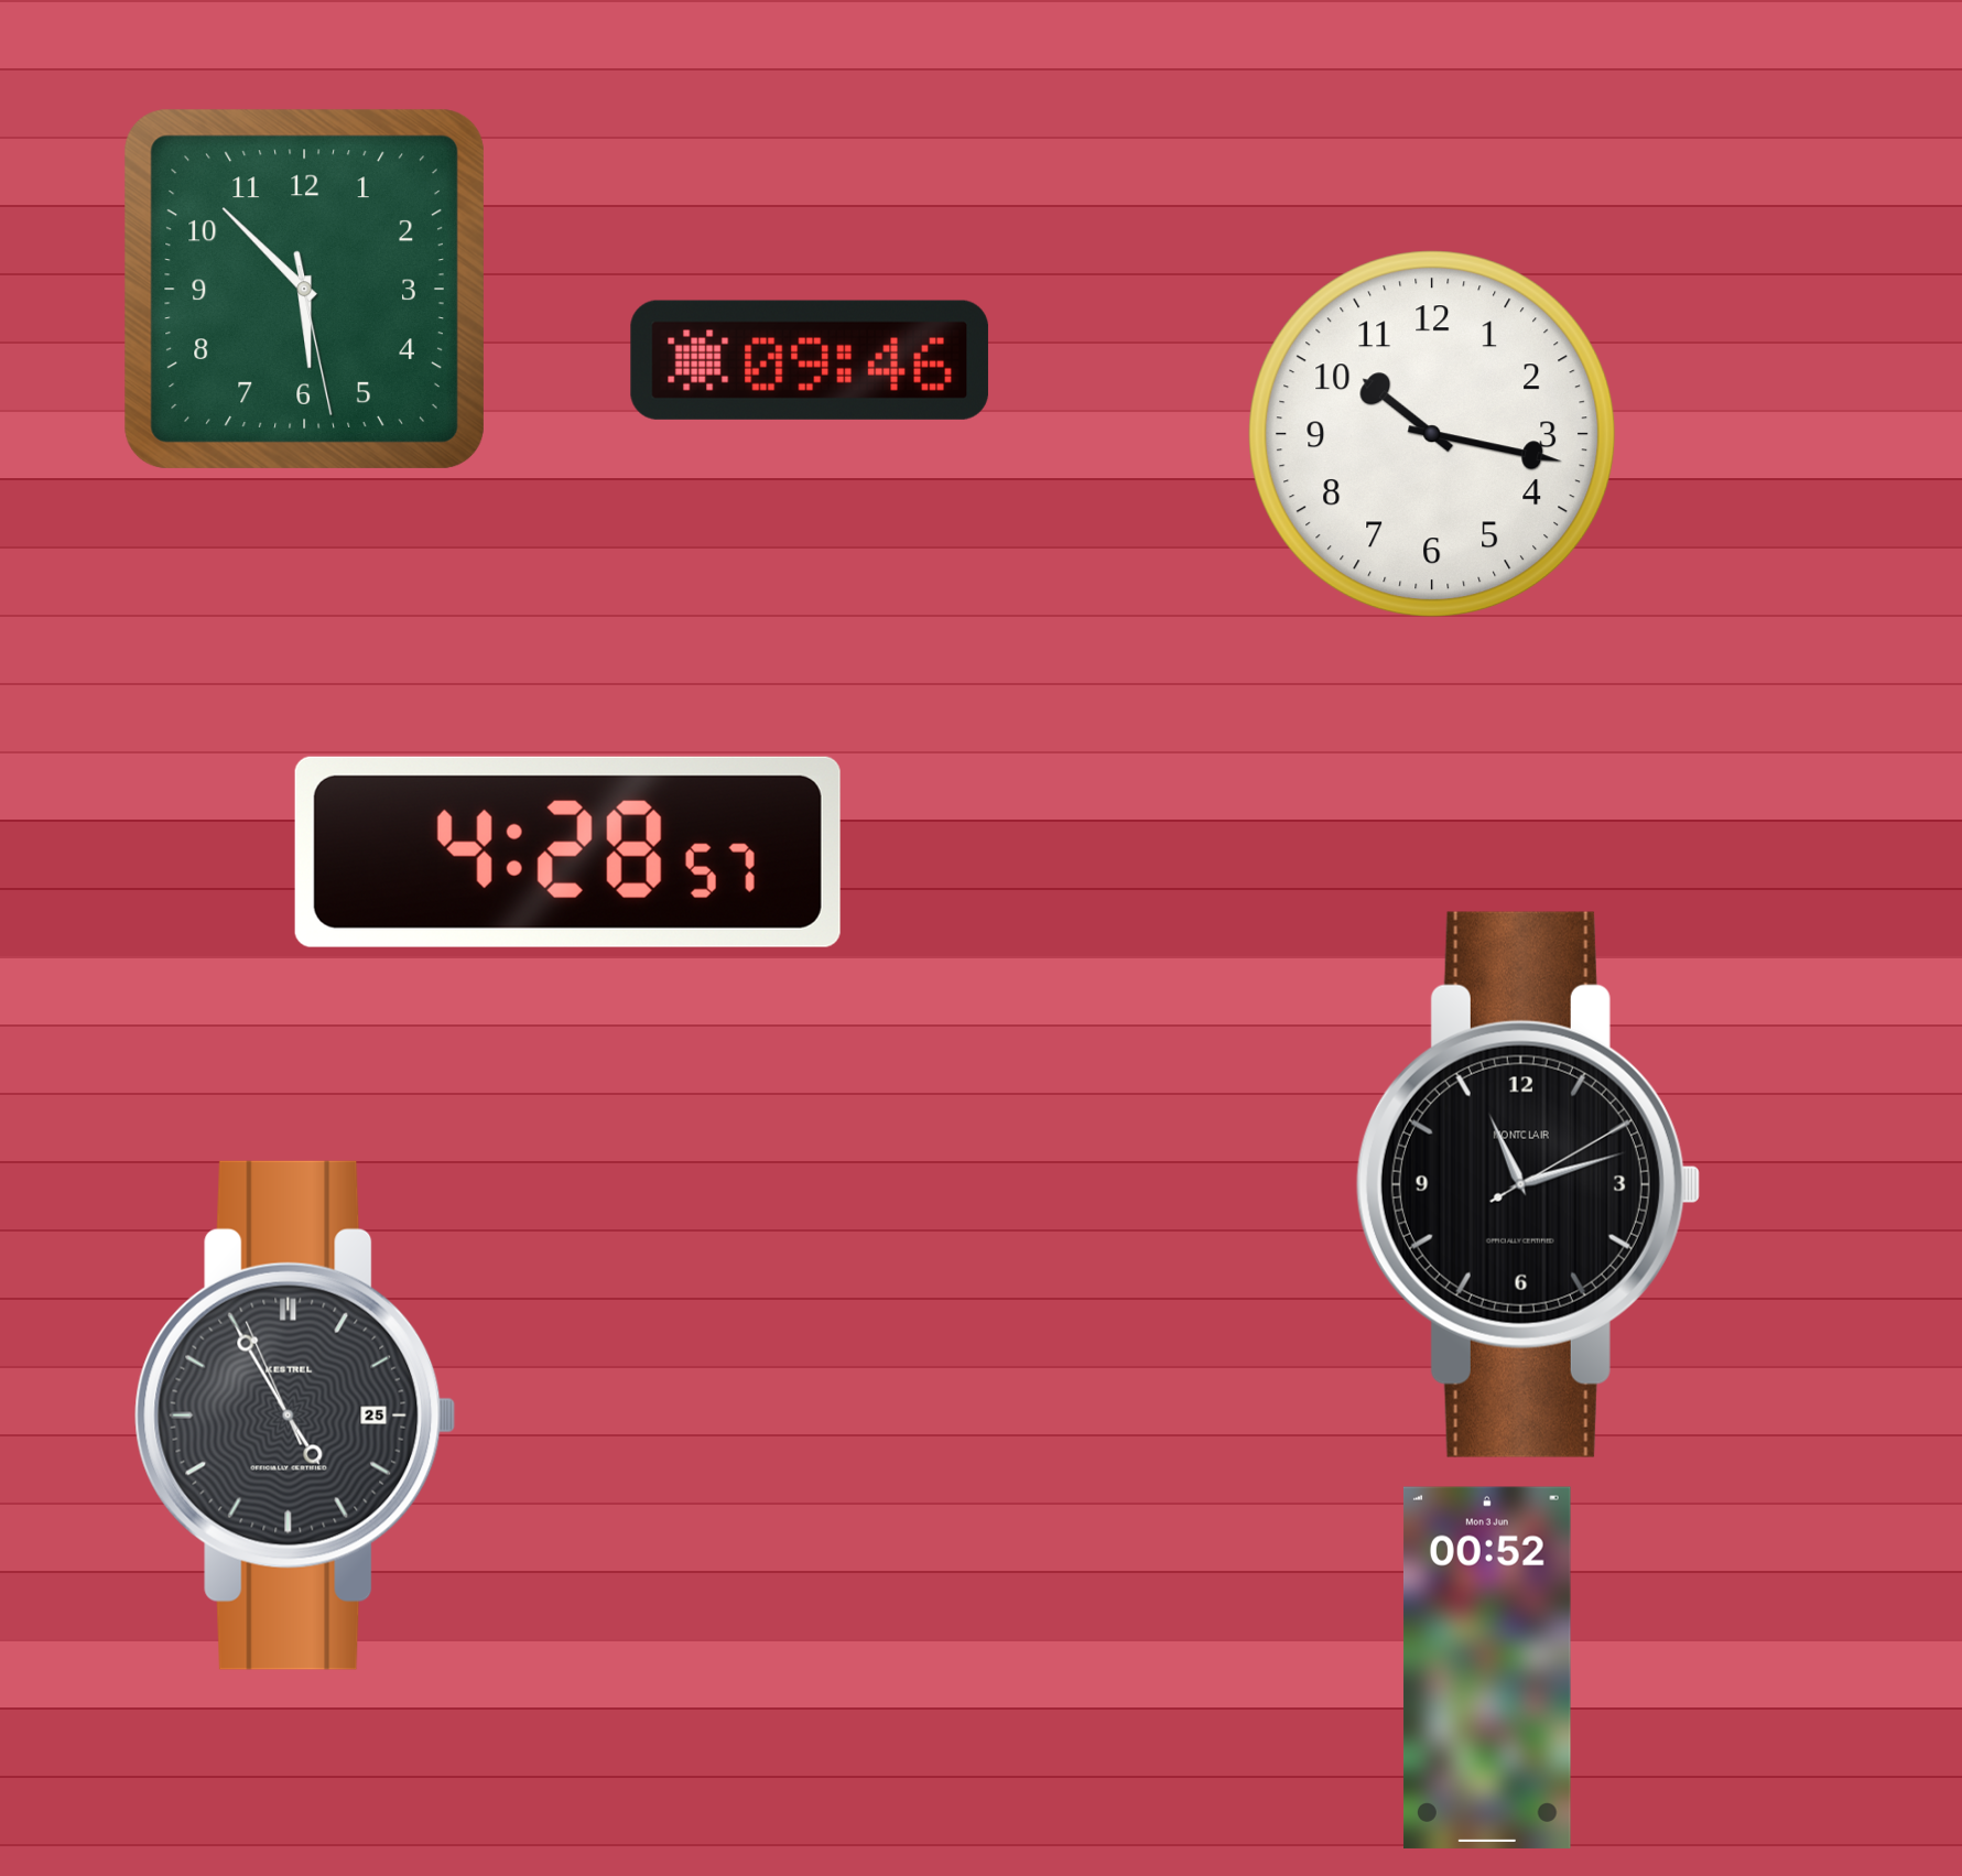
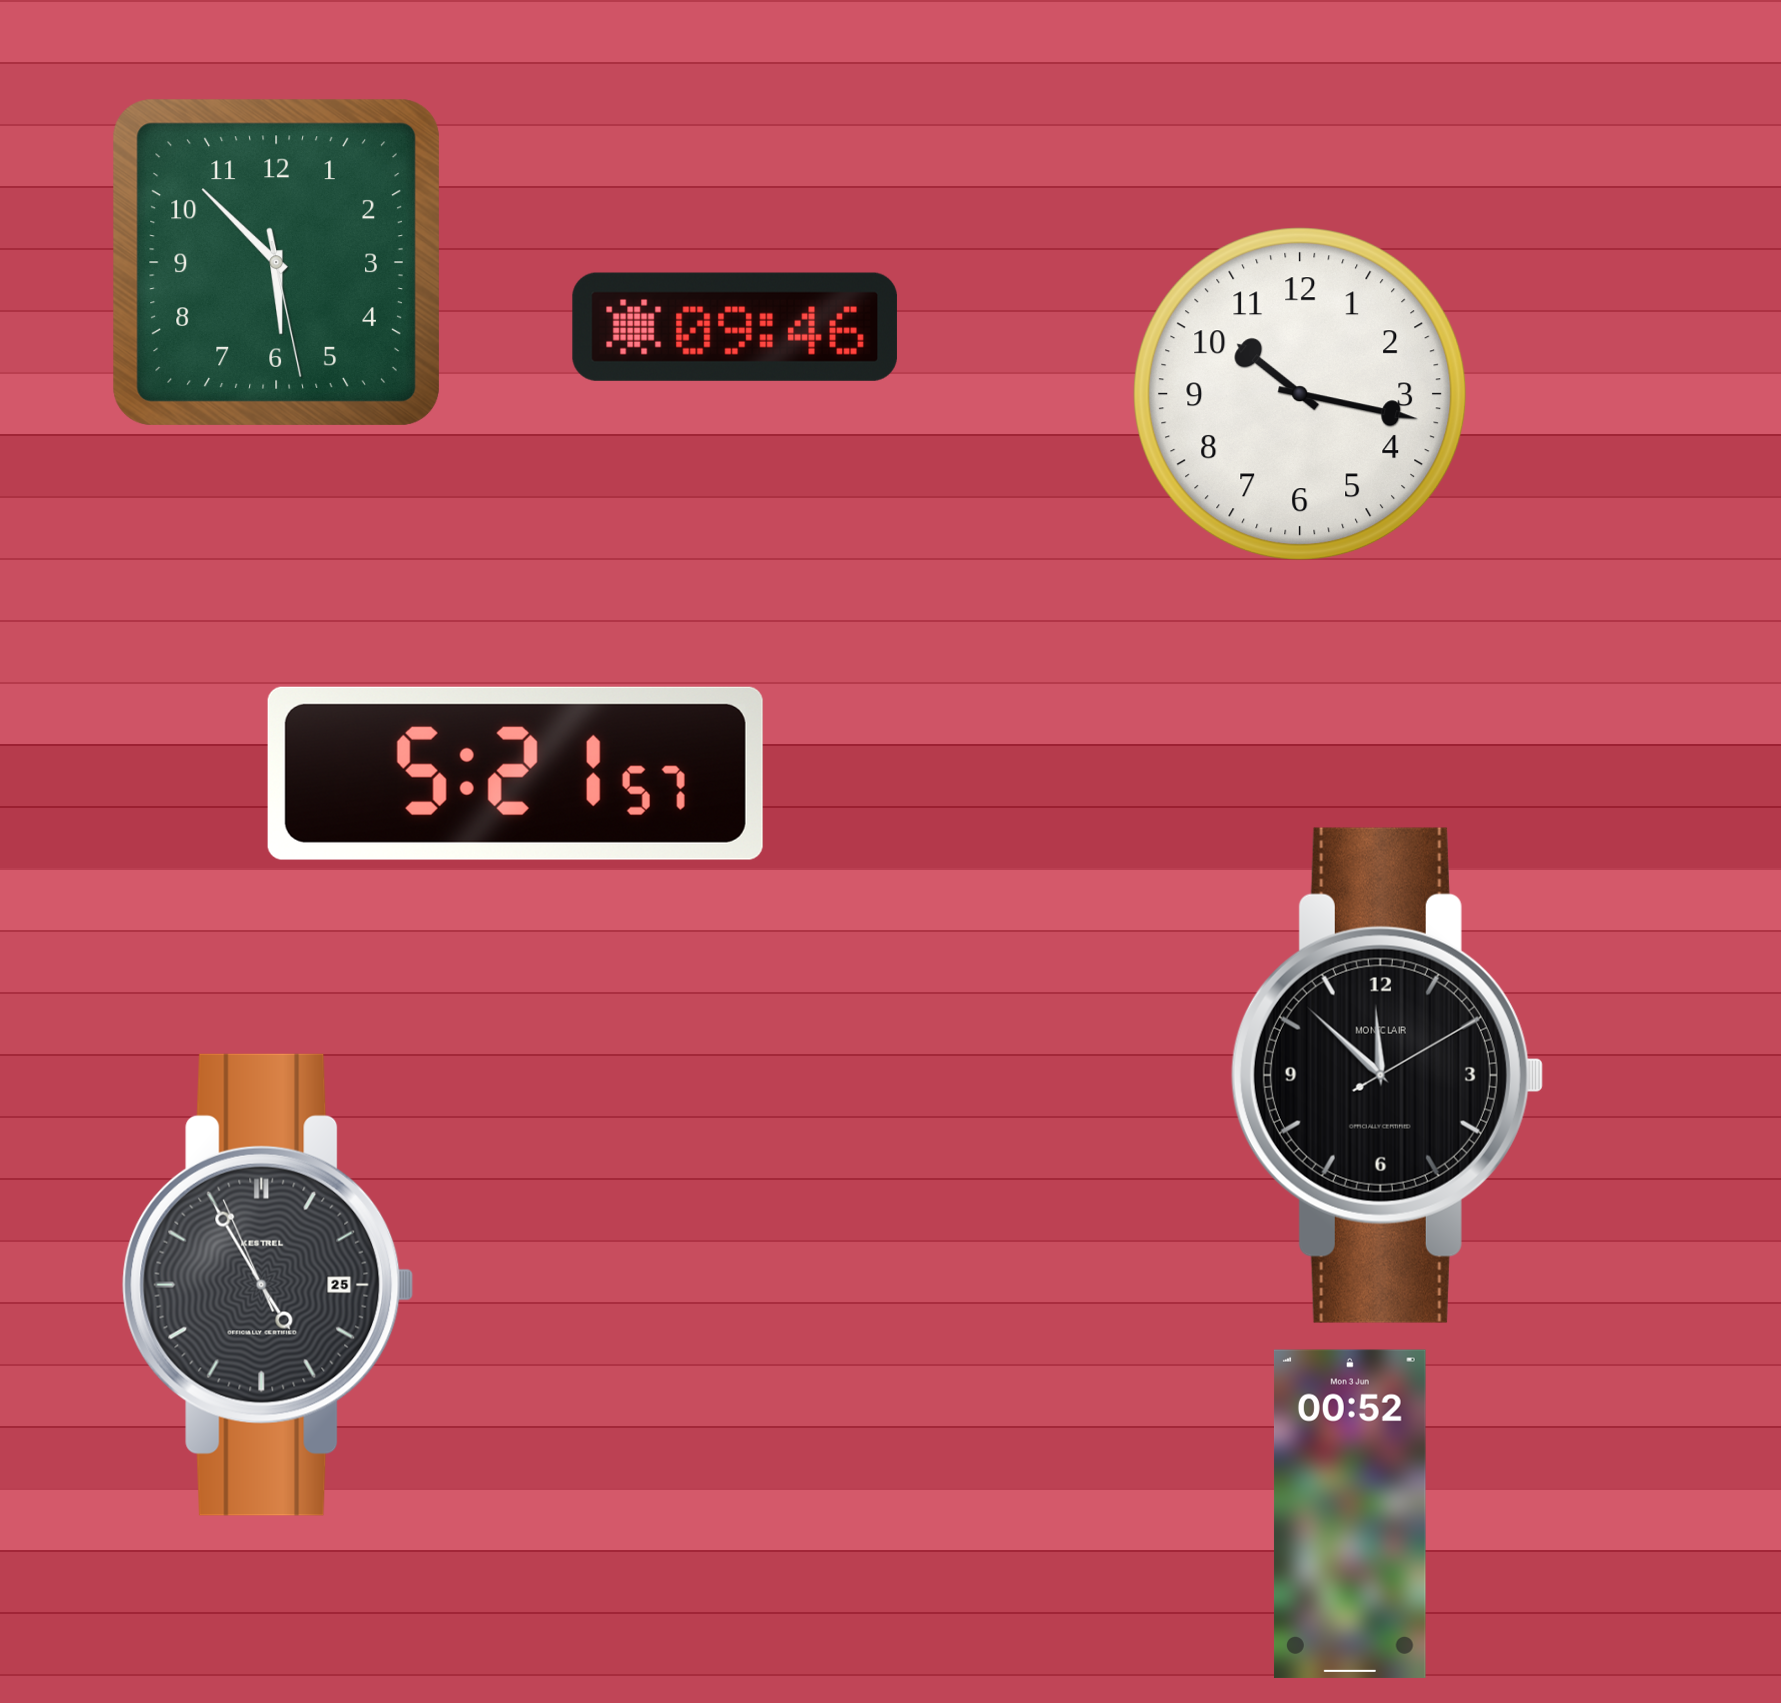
clock at (567, 852): 4:28 -> 5:21
clock at (1528, 1184): 11:12 -> 11:52
